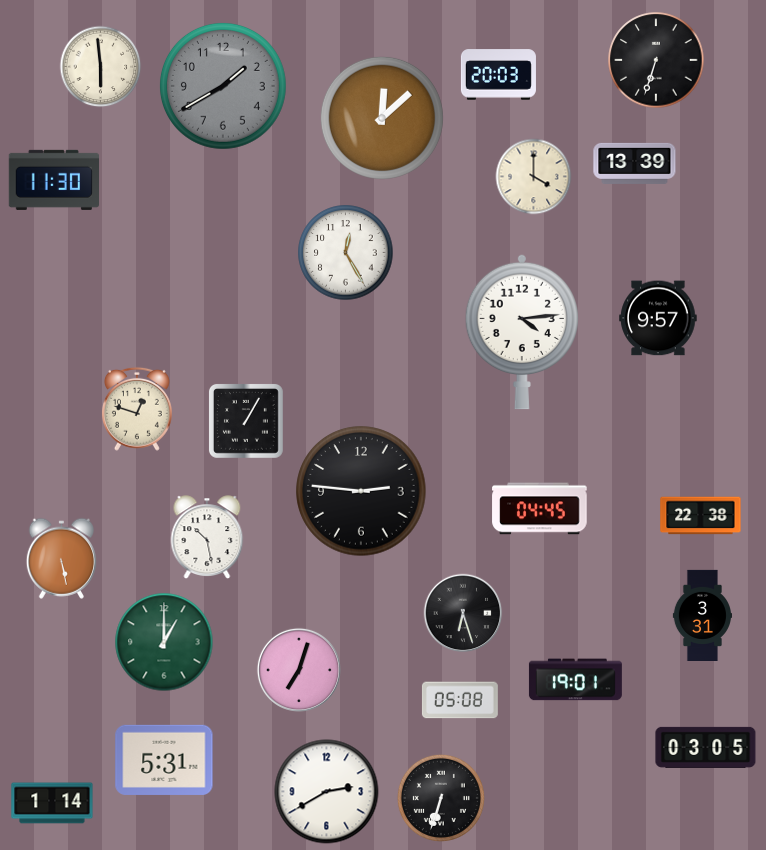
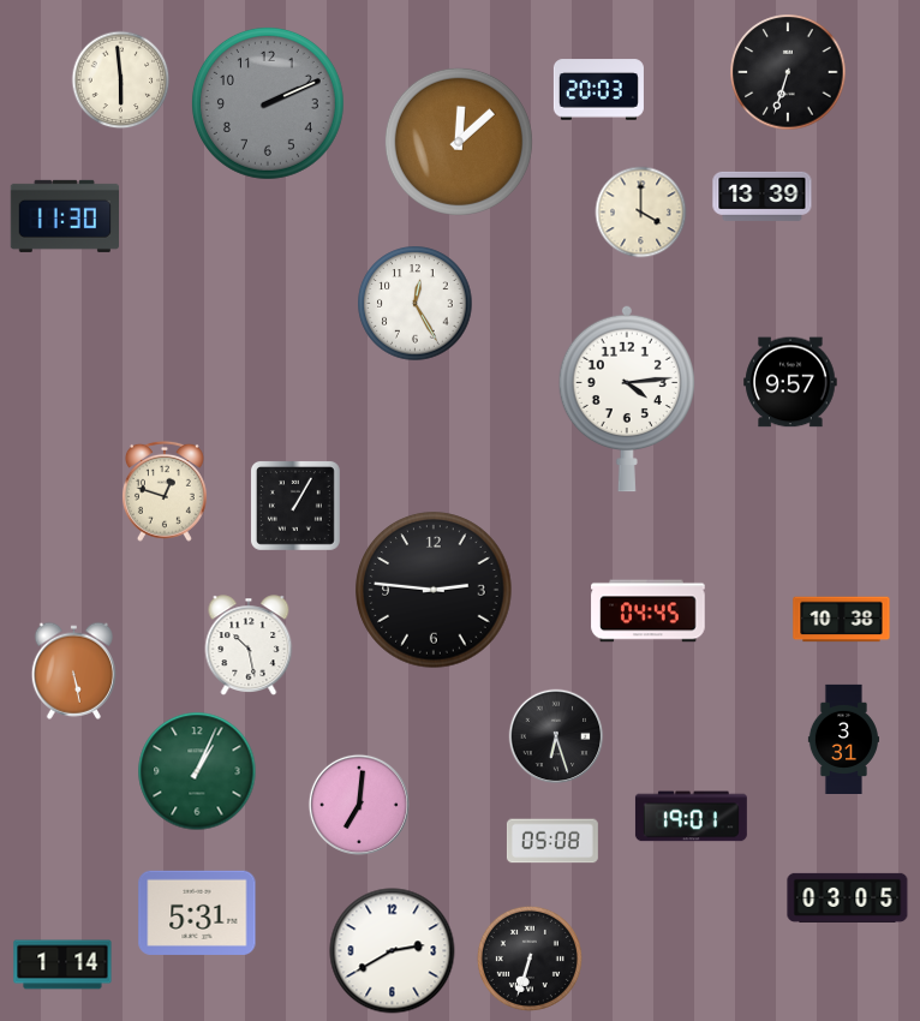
clock at (223, 86): 1:40 -> 2:11
clock at (701, 516): 22:38 -> 10:38
clock at (164, 642): 1:00 -> 1:04
clock at (299, 670): 7:03 -> 7:01
